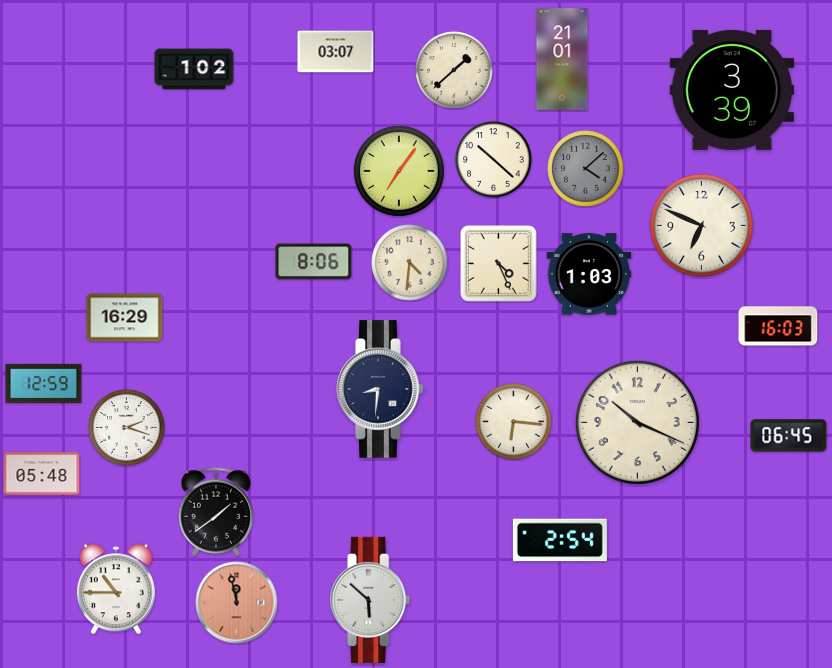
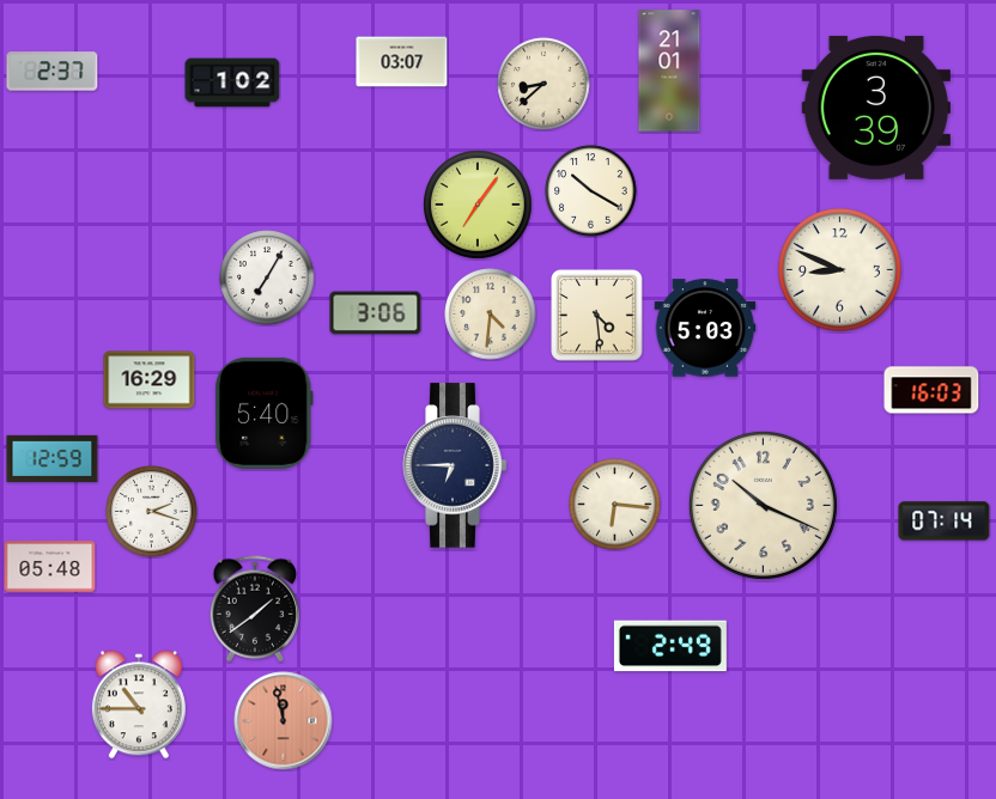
clock at (562, 59) position: (562, 59) -> (669, 71)
clock at (53, 72): none -> 2:37
clock at (454, 70): 1:38 -> 8:38
clock at (494, 160): 10:22 -> 10:20
clock at (586, 169): 4:08 -> none
clock at (701, 225): 6:49 -> 8:49
clock at (267, 277): none -> 7:05
clock at (314, 262): 8:06 -> 3:06
clock at (499, 264): 4:26 -> 4:29
clock at (589, 274): 1:03 -> 5:03
clock at (263, 413): none -> 5:40
clock at (380, 389): 8:31 -> 6:45
clock at (789, 436): 06:45 -> 07:14
clock at (215, 512) position: (215, 512) -> (254, 609)
clock at (560, 540): 2:54 -> 2:49
clock at (371, 600): 5:52 -> none
